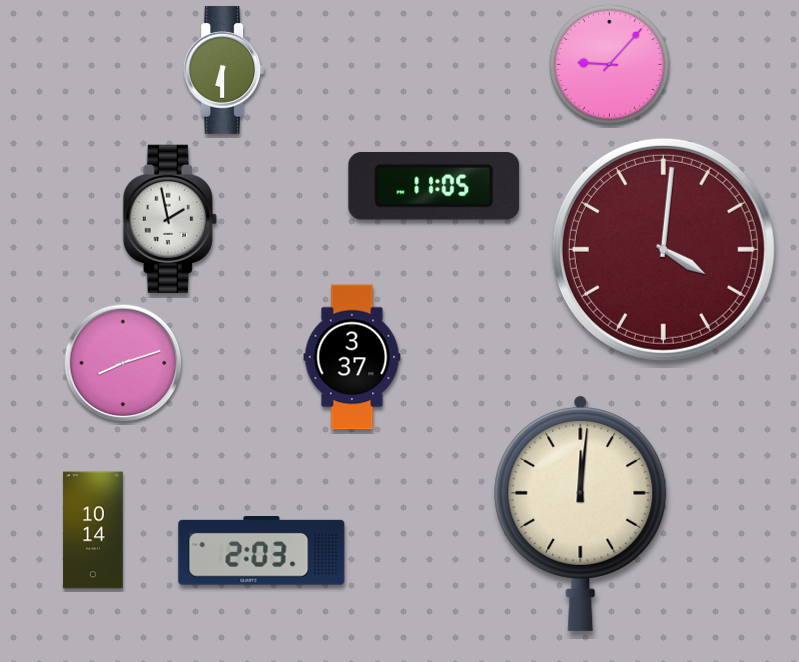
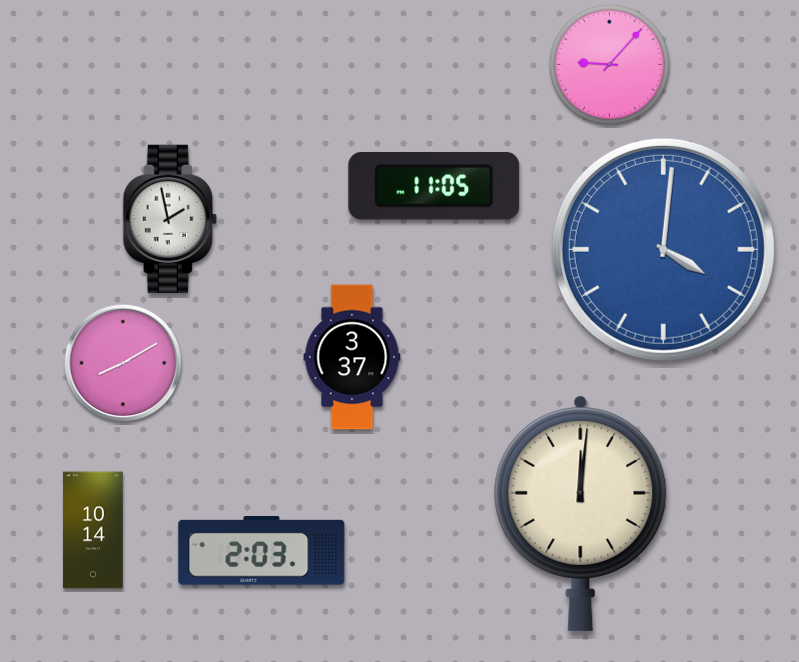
clock at (224, 70): 6:30 -> none
clock at (663, 249) dial: burgundy -> blue
clock at (123, 363): 8:12 -> 8:10
